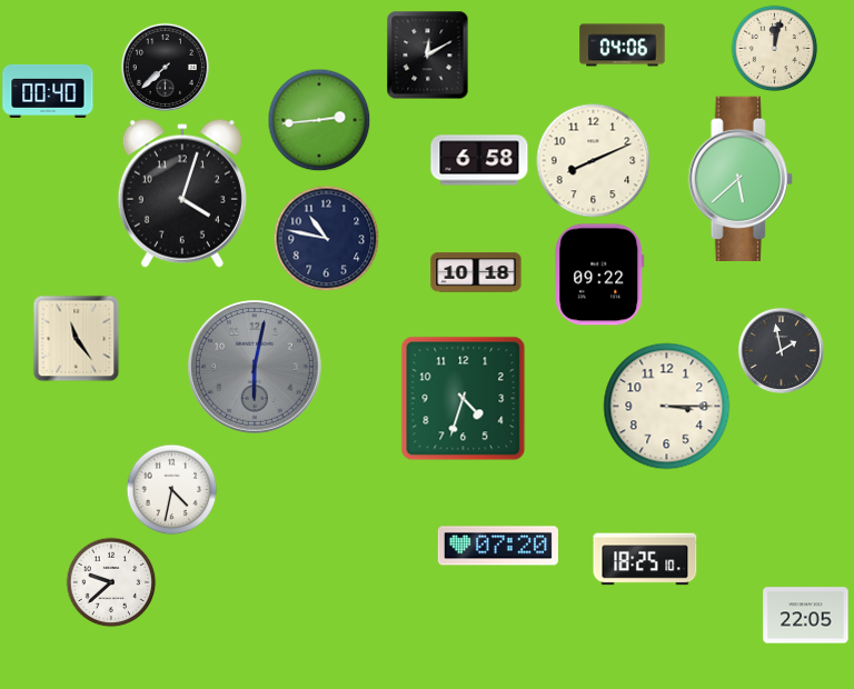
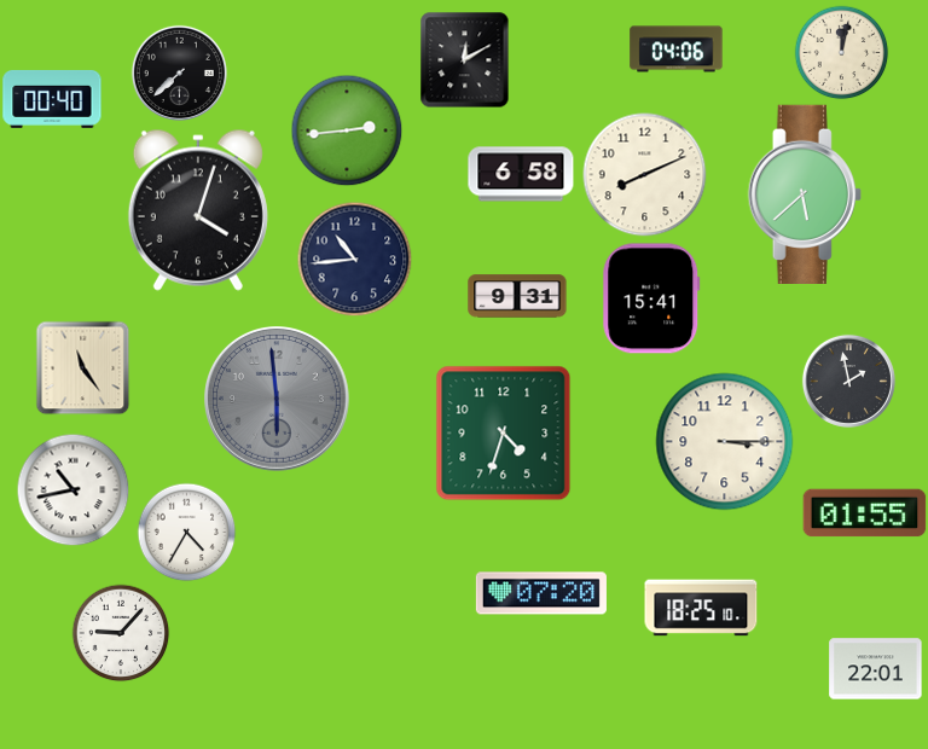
clock at (326, 238): 10:47 -> 10:44
clock at (476, 272): 10:18 -> 9:31
clock at (599, 274): 09:22 -> 15:41
clock at (256, 368): 6:02 -> 5:59
clock at (72, 489): none -> 10:43
clock at (865, 513): none -> 01:55
clock at (171, 489): 4:32 -> 4:35
clock at (111, 582): 9:38 -> 9:07
clock at (806, 616): 22:05 -> 22:01
